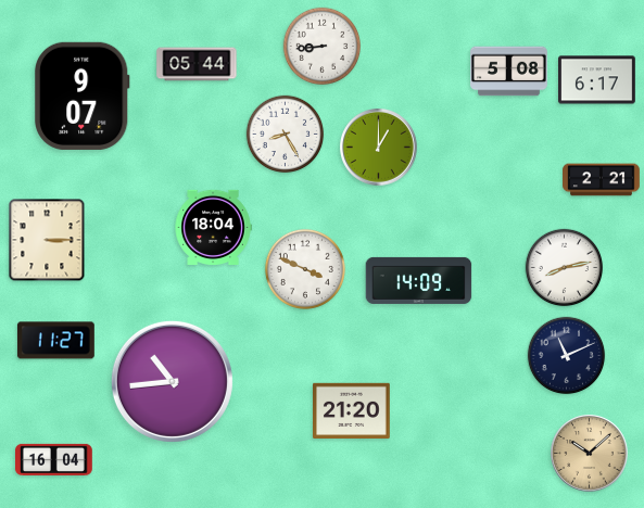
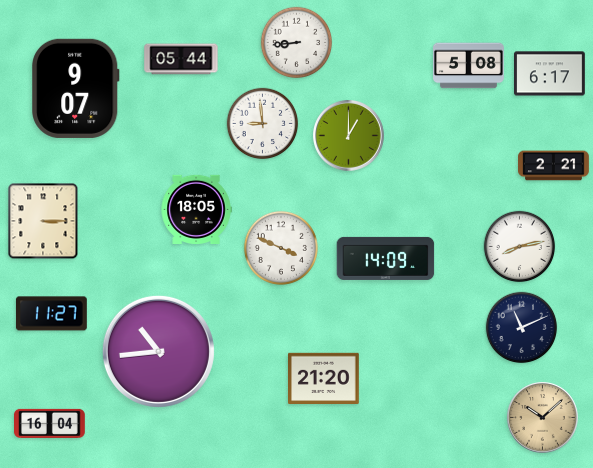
clock at (286, 135): 8:25 -> 8:59
clock at (213, 227): 18:04 -> 18:05
